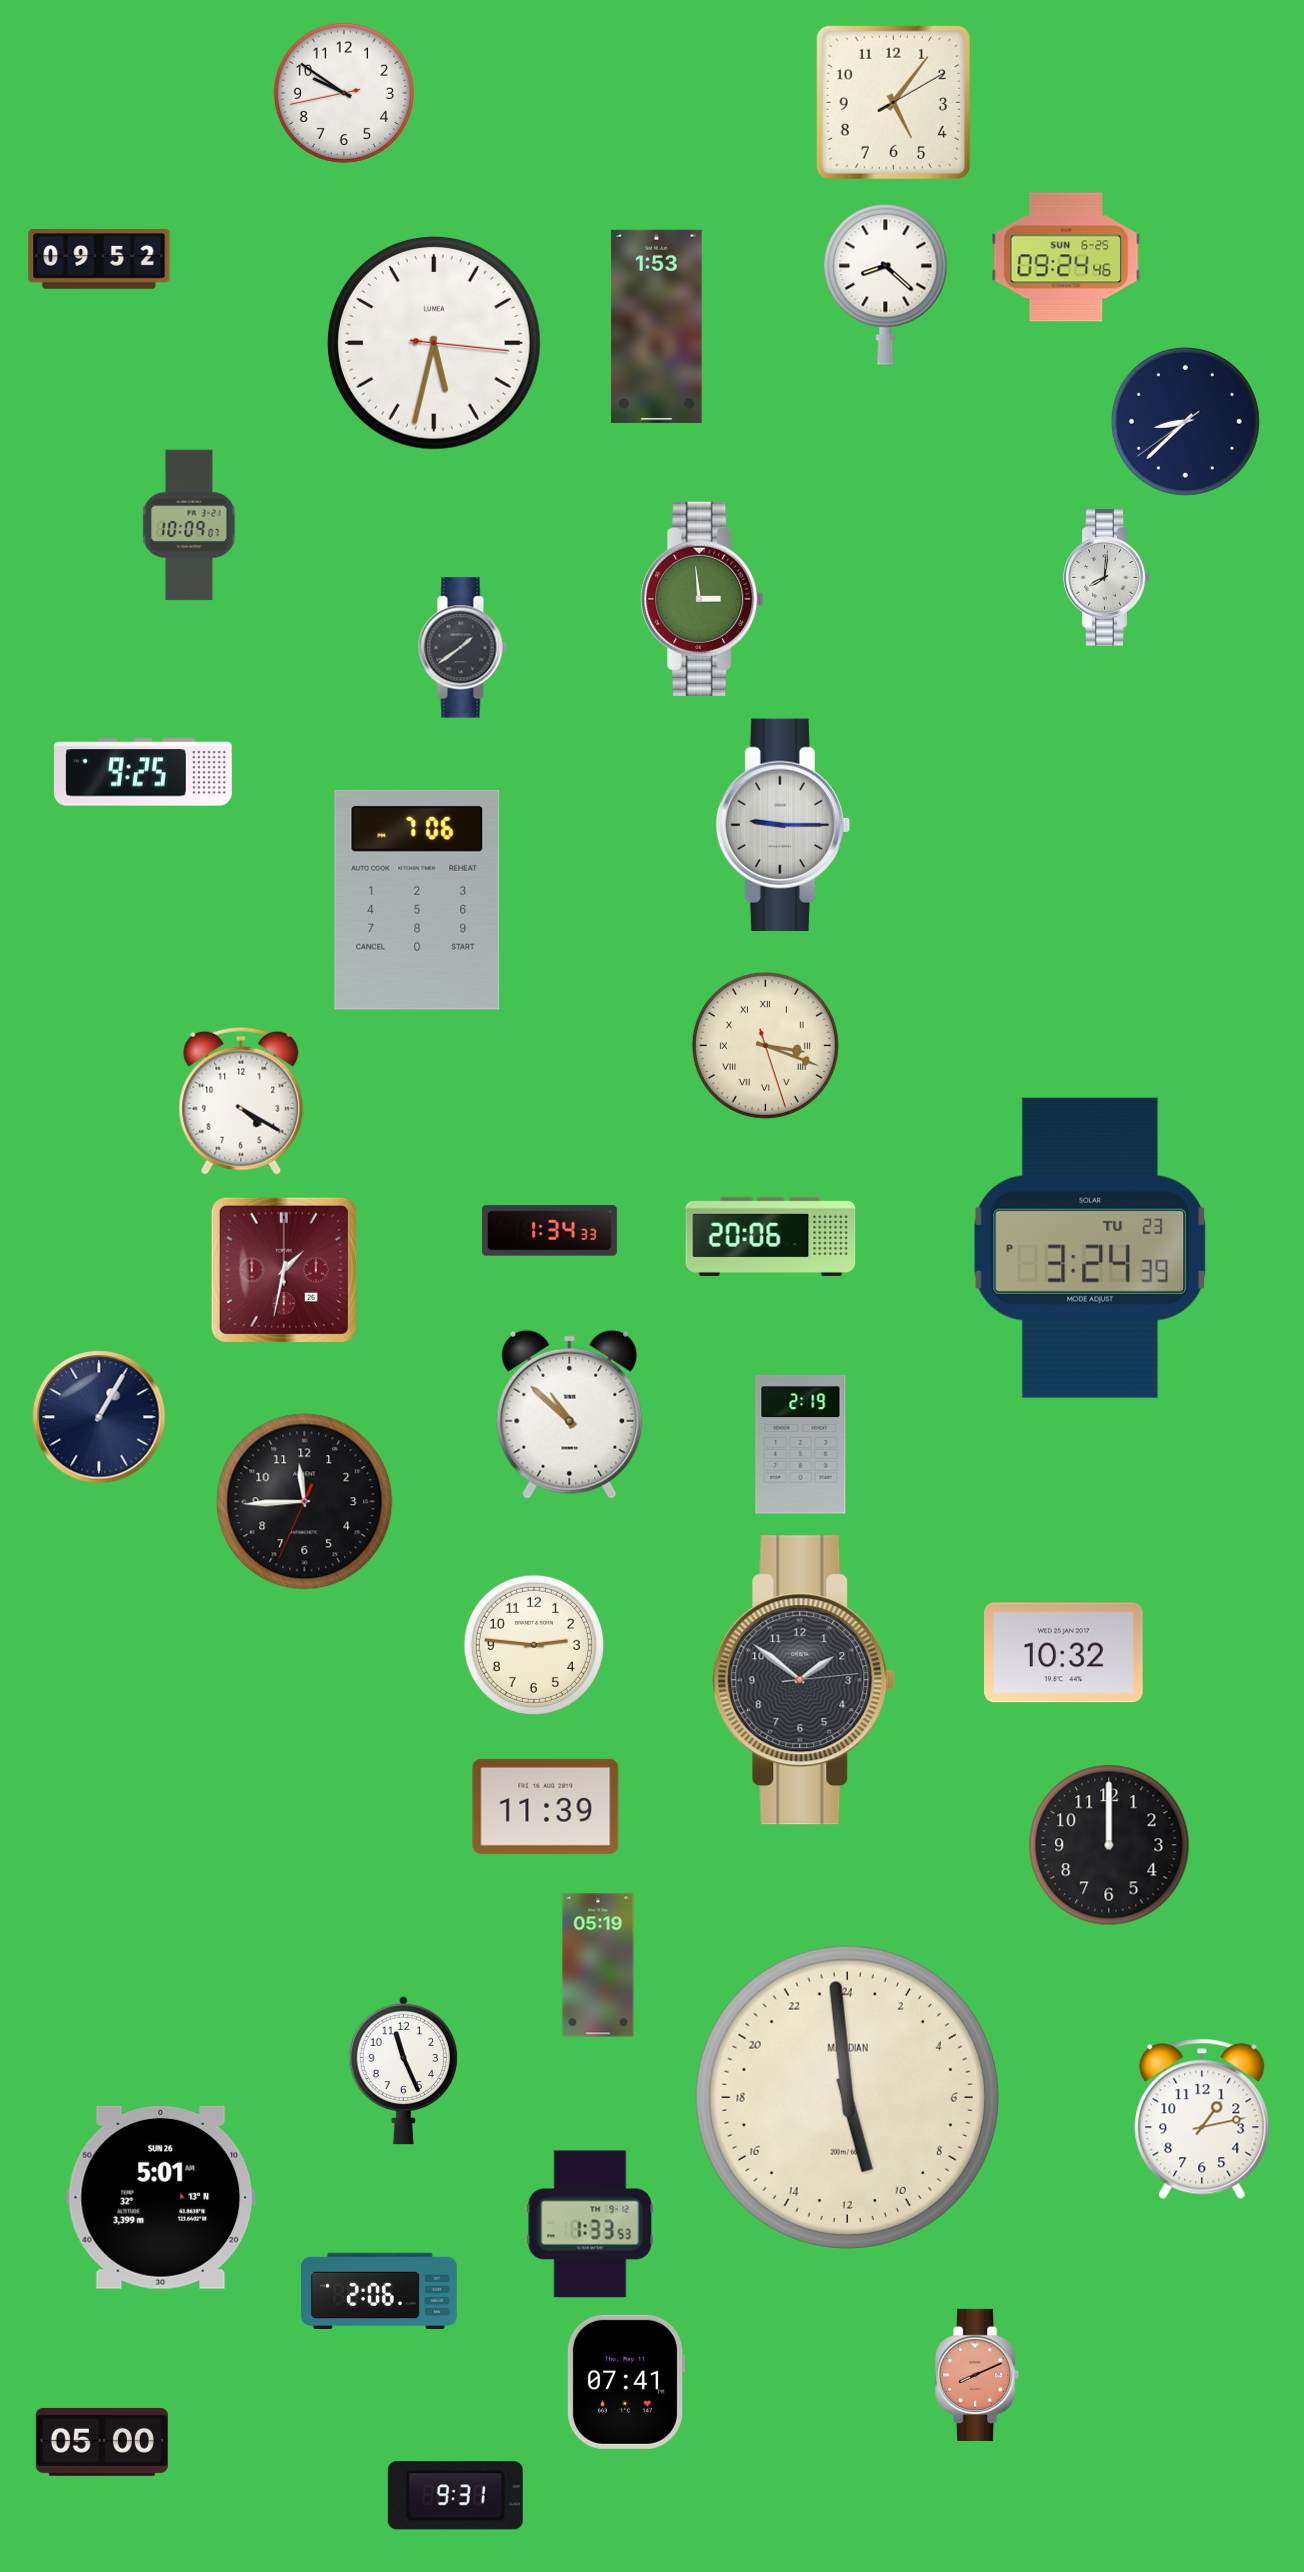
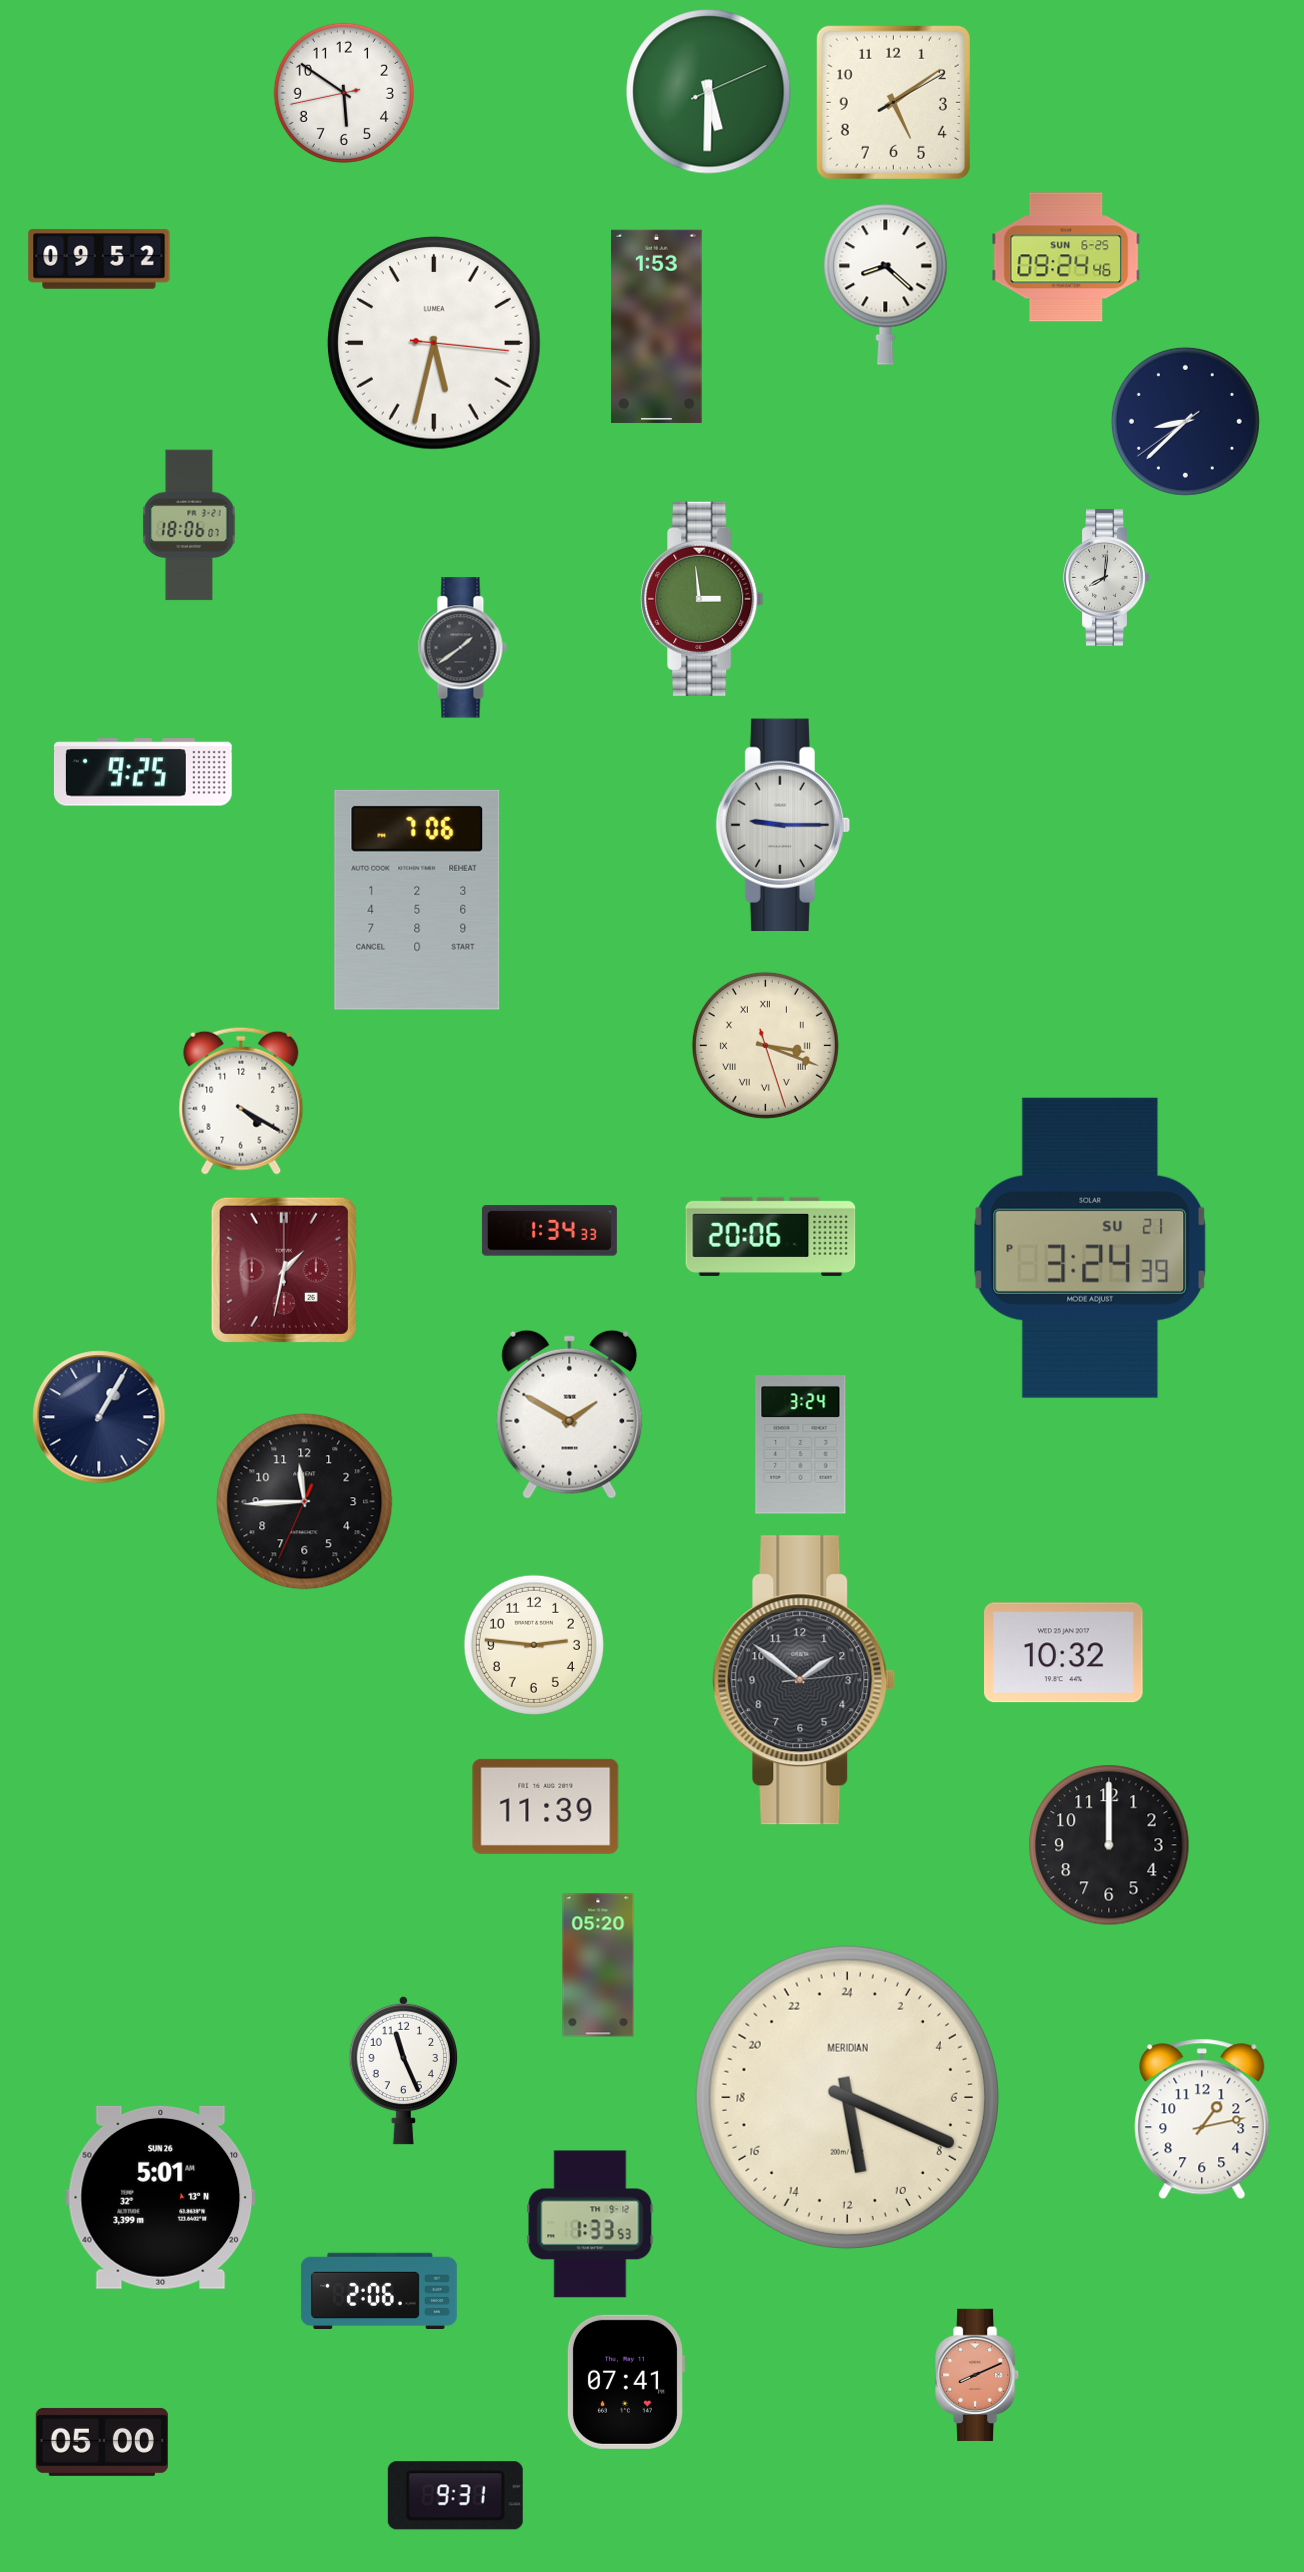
clock at (709, 92): none -> 5:30
clock at (344, 93): 9:50 -> 5:50
clock at (893, 102): 5:06 -> 5:09
clock at (189, 525): 10:09 -> 18:06
clock at (1090, 1248) date: TU 23 -> SU 21
clock at (570, 1414): 10:52 -> 1:50
clock at (801, 1445): 2:19 -> 3:24
clock at (598, 1965): 05:19 -> 05:20
clock at (847, 2097): 10:59 -> 11:19
